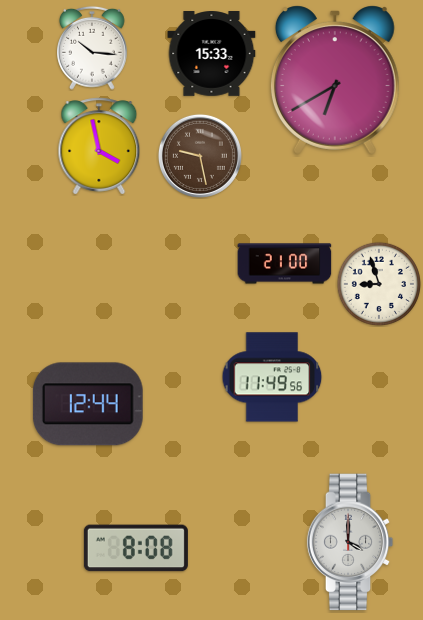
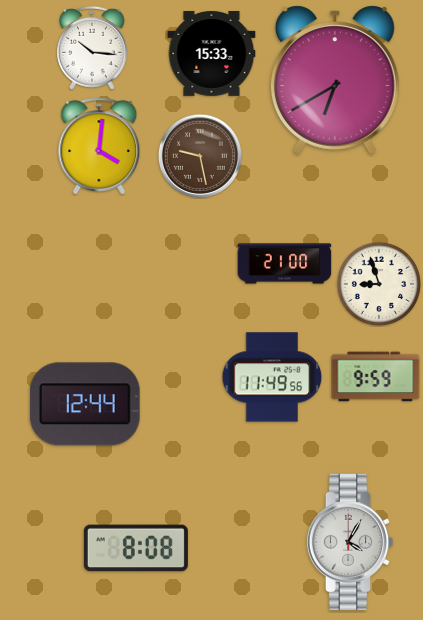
clock at (99, 146): 3:58 -> 4:01
clock at (376, 377): none -> 9:59
clock at (88, 404) position: (88, 404) -> (85, 404)
clock at (350, 542): 4:00 -> 4:05
